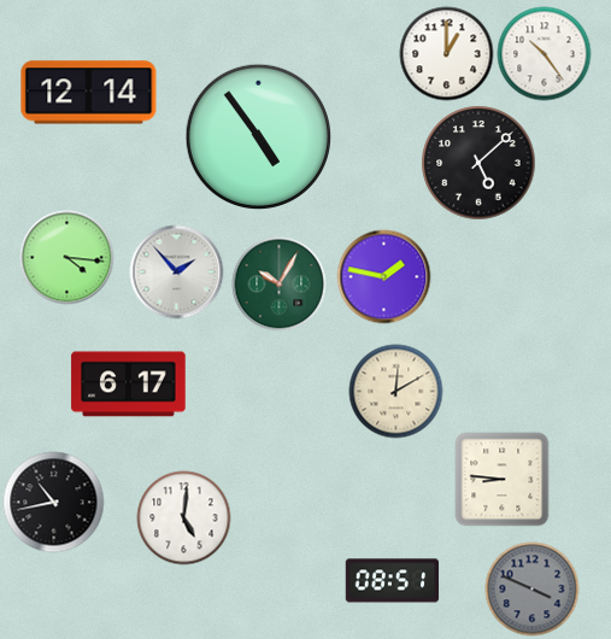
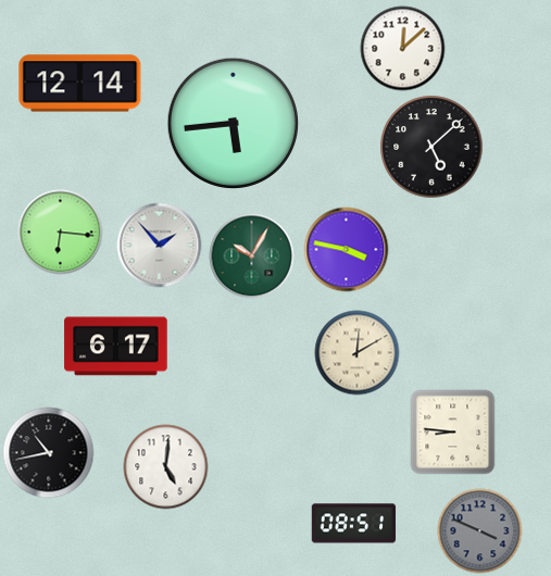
clock at (446, 53): 1:00 -> 12:08
clock at (544, 53): 10:24 -> none
clock at (258, 136): 4:54 -> 5:44
clock at (66, 257): 4:16 -> 6:16
clock at (383, 276): 1:47 -> 3:47
